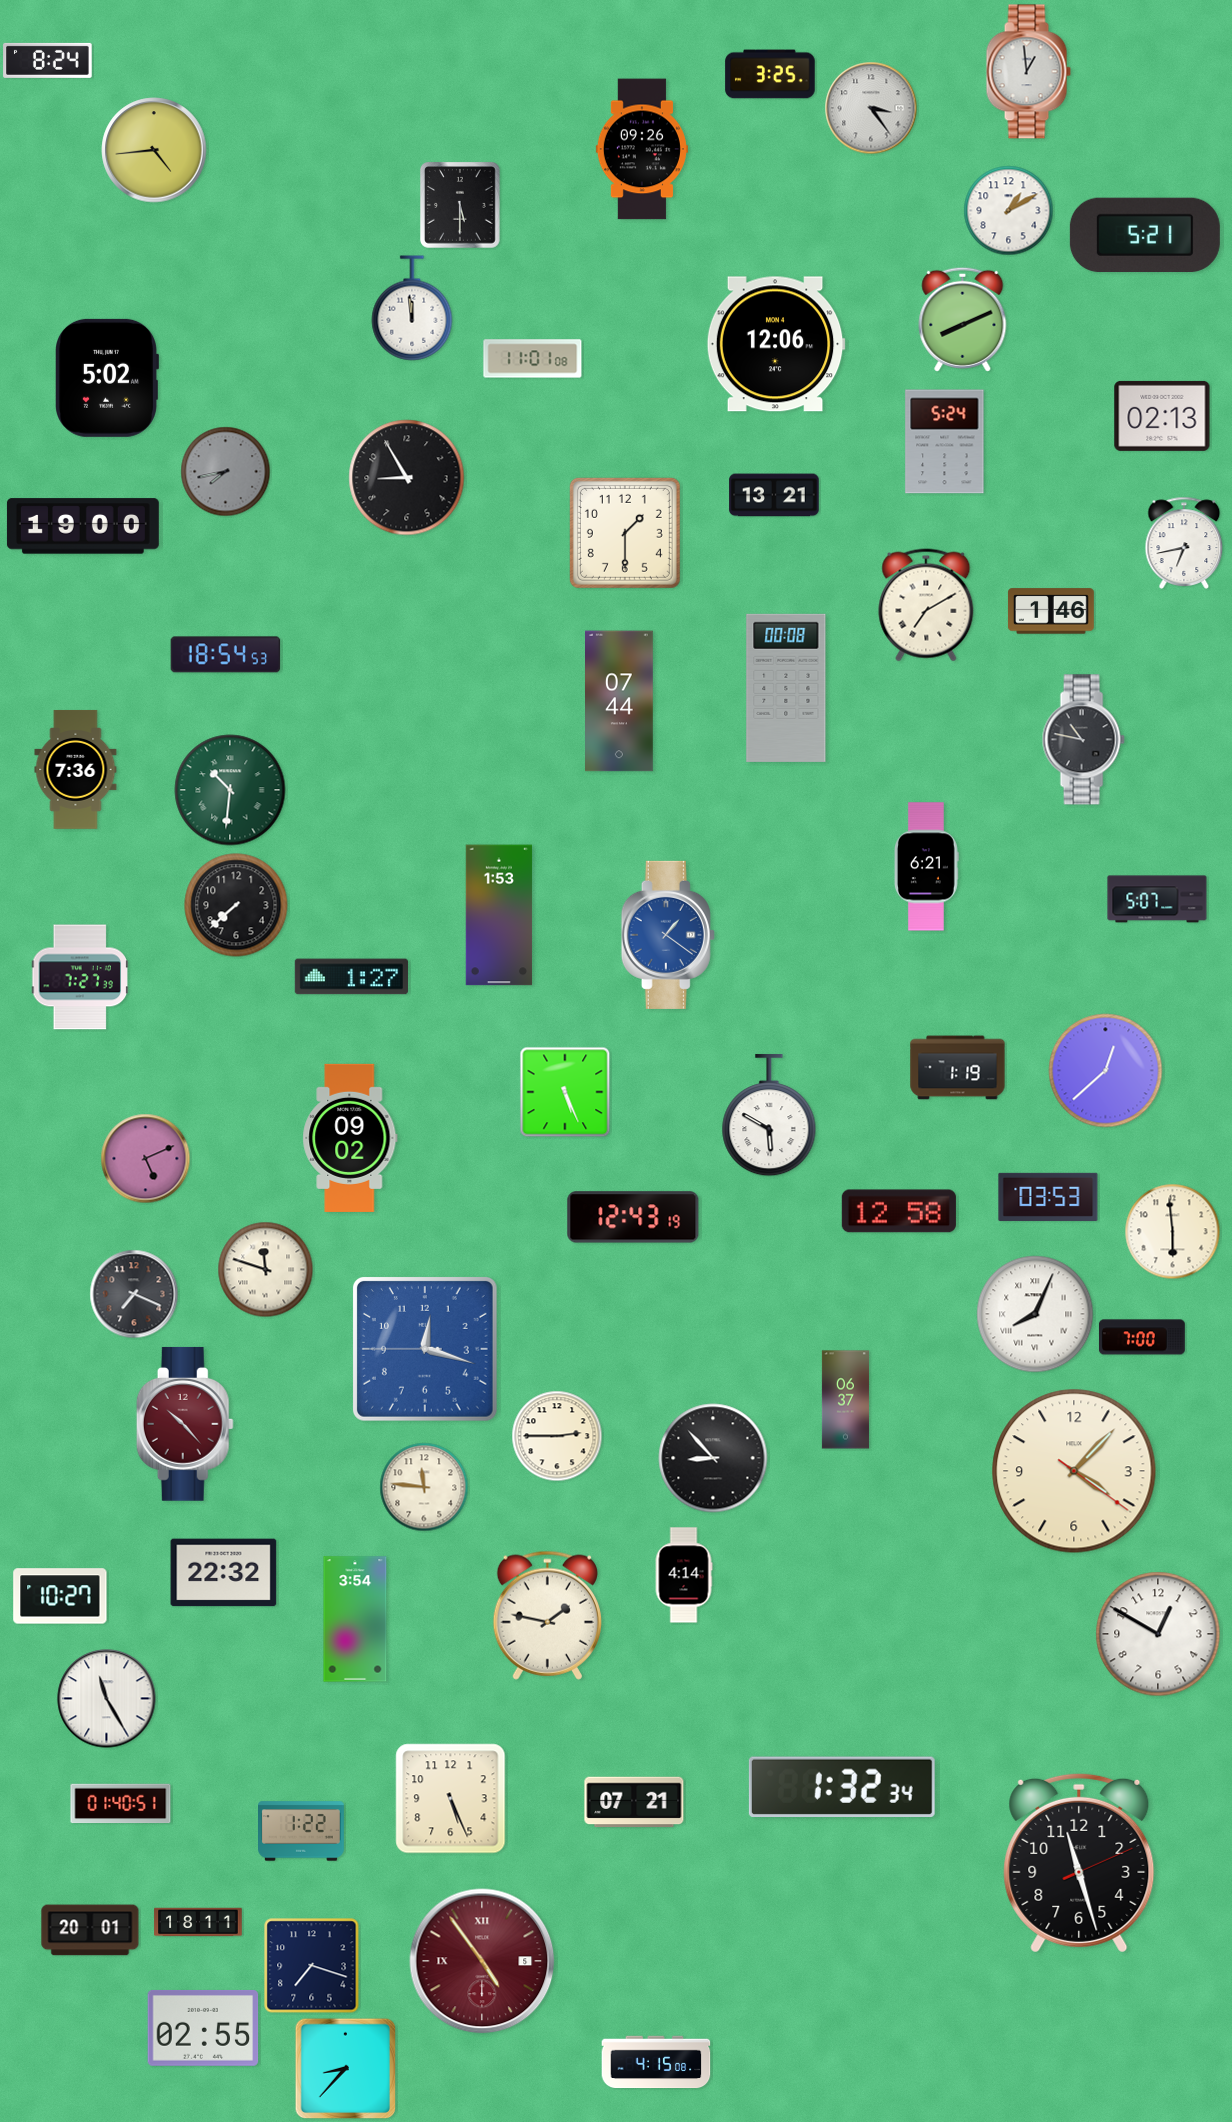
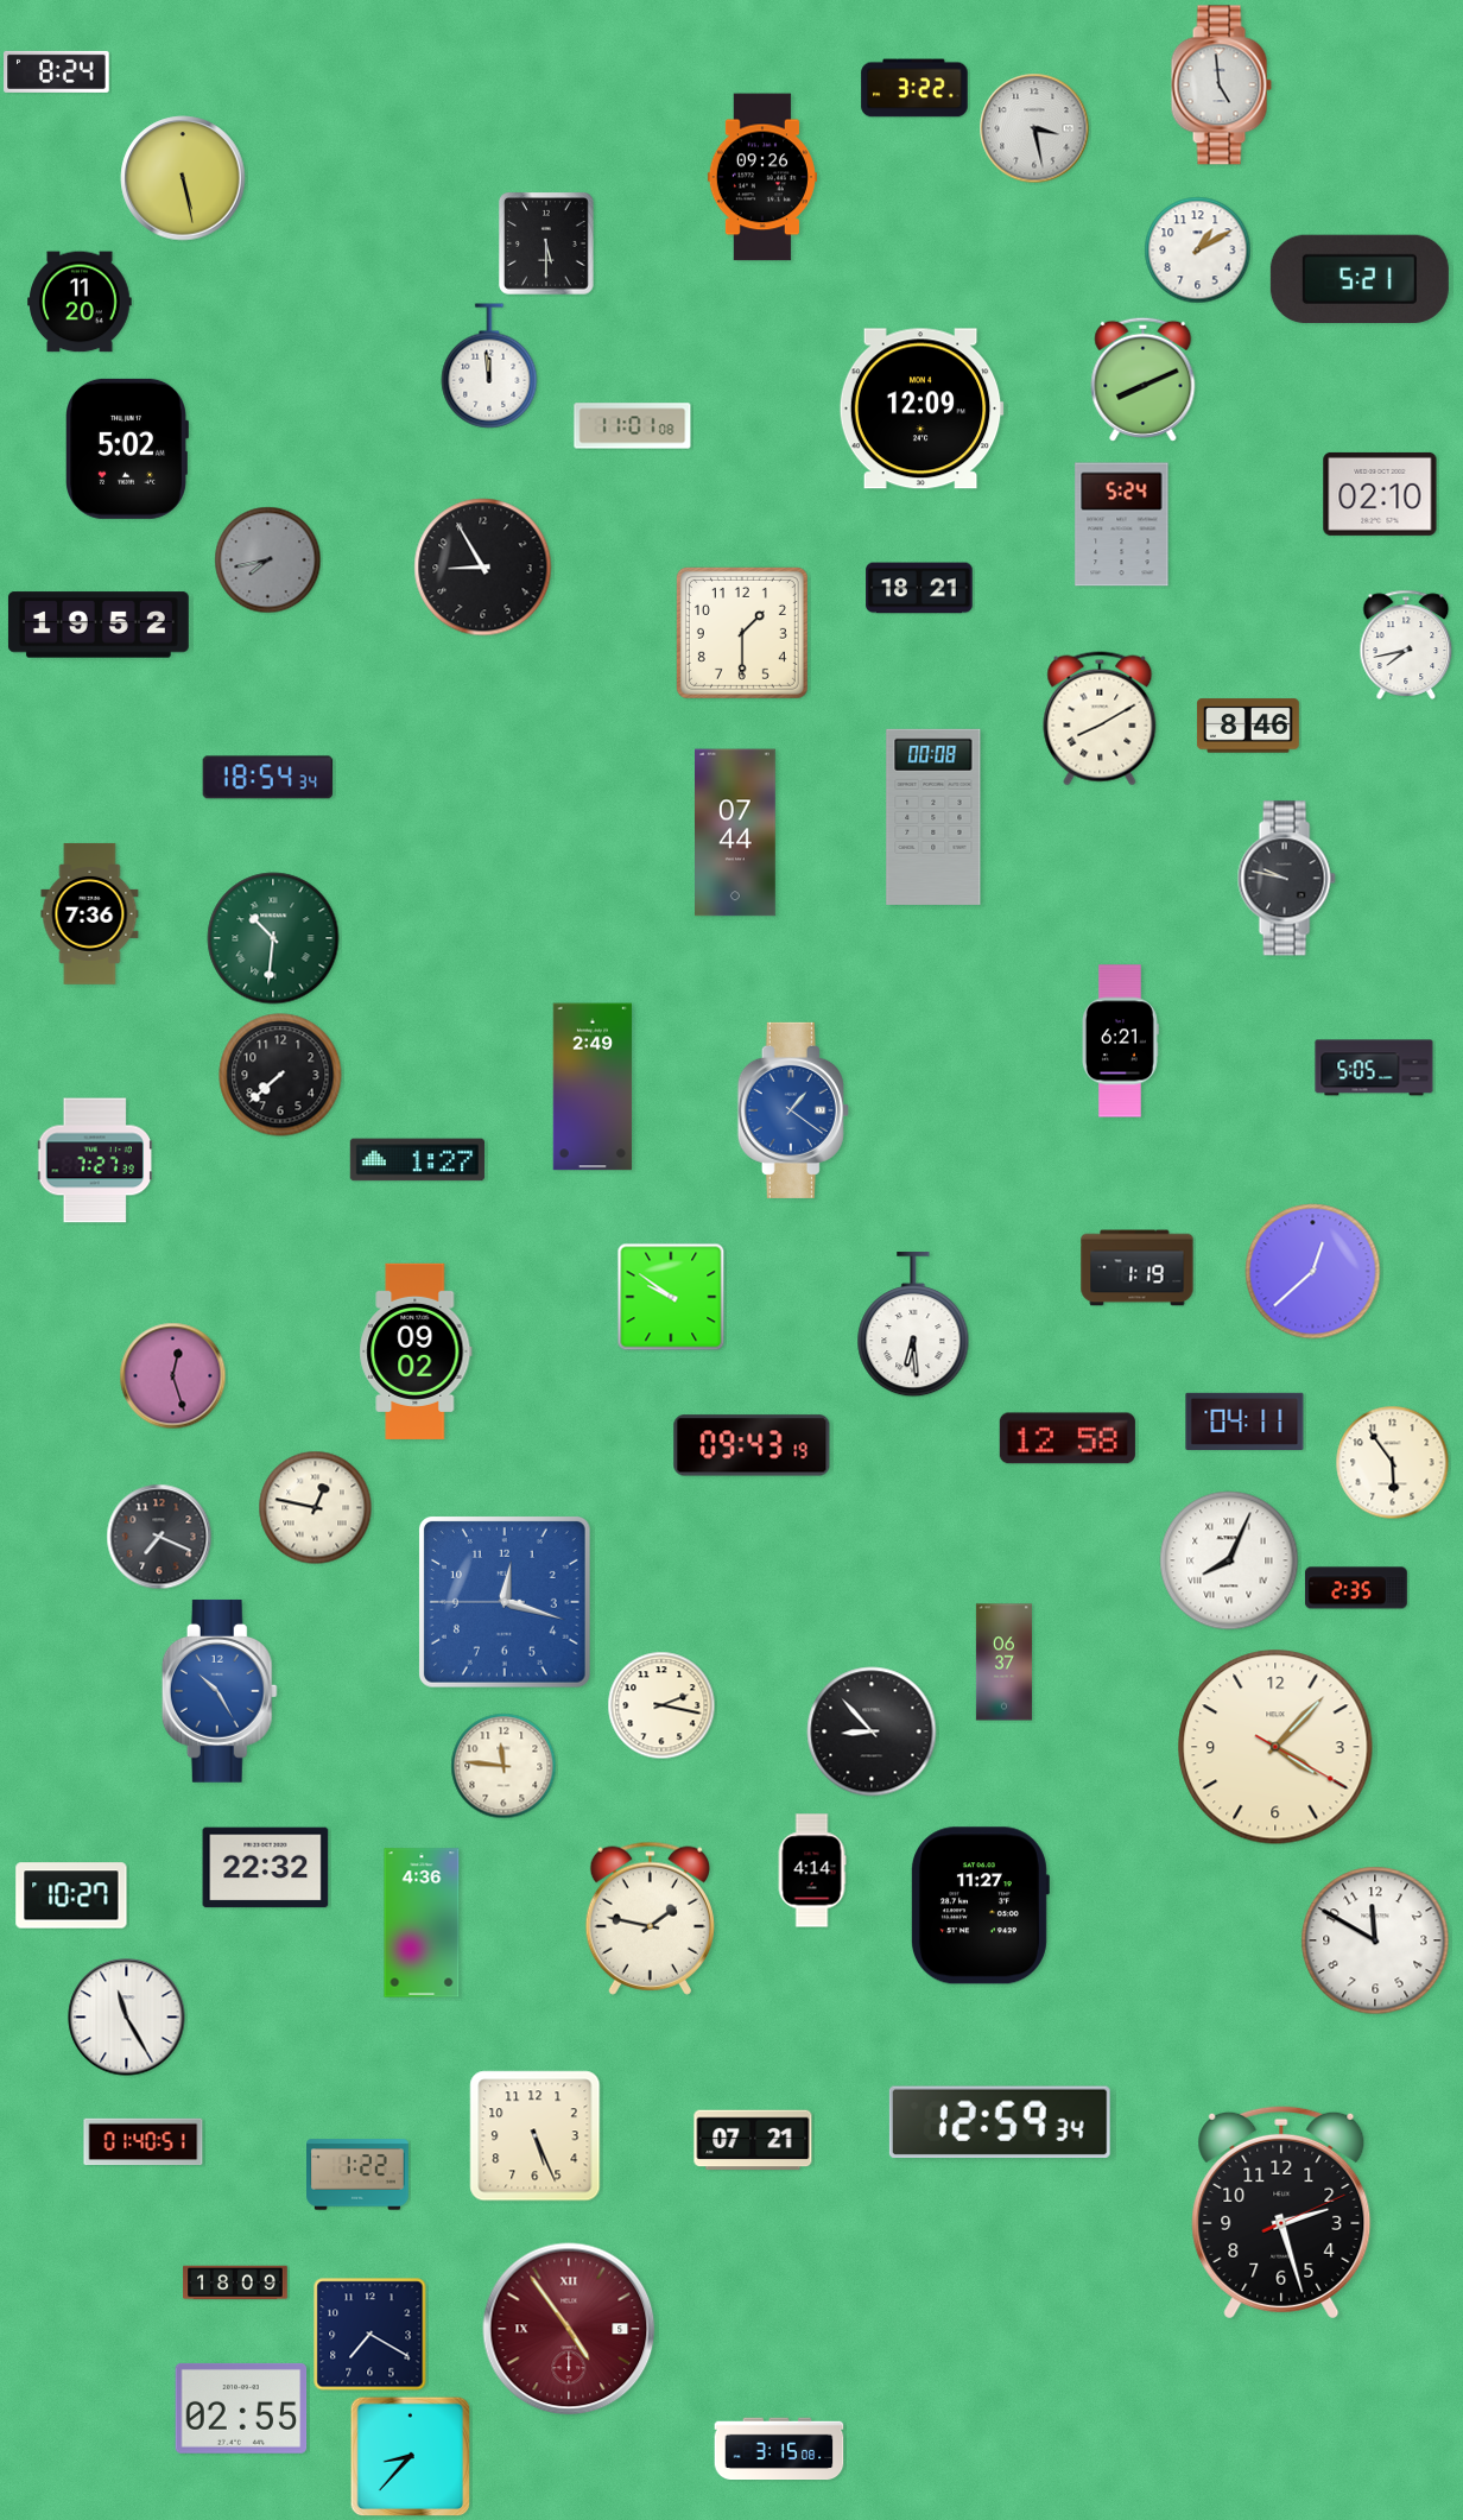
clock at (1028, 72): 12:59 -> 4:59
clock at (770, 74): 3:25 -> 3:22
clock at (871, 108): 3:24 -> 3:28
clock at (154, 150): 4:44 -> 5:28
clock at (80, 302): none -> 11:20
clock at (776, 344): 12:06 -> 12:09
clock at (1162, 416): 02:13 -> 02:10
clock at (774, 495): 13:21 -> 18:21
clock at (83, 526): 19:00 -> 19:52
clock at (1184, 543): 6:43 -> 7:43
clock at (926, 605): 7:10 -> 8:10
clock at (1051, 611): 1:46 -> 8:46
clock at (226, 655): 18:54:53 -> 18:54:34
clock at (1083, 740): 10:47 -> 9:47
clock at (926, 867) position: (926, 867) -> (1120, 1041)
clock at (1157, 899): 5:07 -> 5:05
clock at (499, 915): 1:53 -> 2:49
clock at (565, 1092): 5:26 -> 9:51
clock at (769, 1116): 5:50 -> 6:29
clock at (146, 1159): 5:11 -> 12:27
clock at (1048, 1197): 03:53 -> 04:11
clock at (633, 1217): 12:43 -> 09:43
clock at (1173, 1232): 5:59 -> 5:54
clock at (266, 1270): 11:48 -> 12:47
clock at (1142, 1337): 7:00 -> 2:35
clock at (185, 1424): 10:23 -> 10:25
clock at (185, 1424) dial: burgundy -> blue
clock at (557, 1436): 2:45 -> 2:17
clock at (713, 1458) position: (713, 1458) -> (872, 1731)
clock at (1074, 1471): 4:07:21 -> 4:07:20
clock at (981, 1906): none -> 11:27
clock at (355, 1619): 3:54 -> 4:36
clock at (1158, 1634): 12:50 -> 11:50
clock at (842, 1787): 1:32 -> 12:59
clock at (1079, 1863): 11:27 -> 2:27
clock at (198, 1922): 18:11 -> 18:09
clock at (90, 1930): 20:01 -> none
clock at (482, 1961) position: (482, 1961) -> (569, 2329)
clock at (312, 1966): 7:18 -> 7:20
clock at (656, 2062): 4:15 -> 3:15
